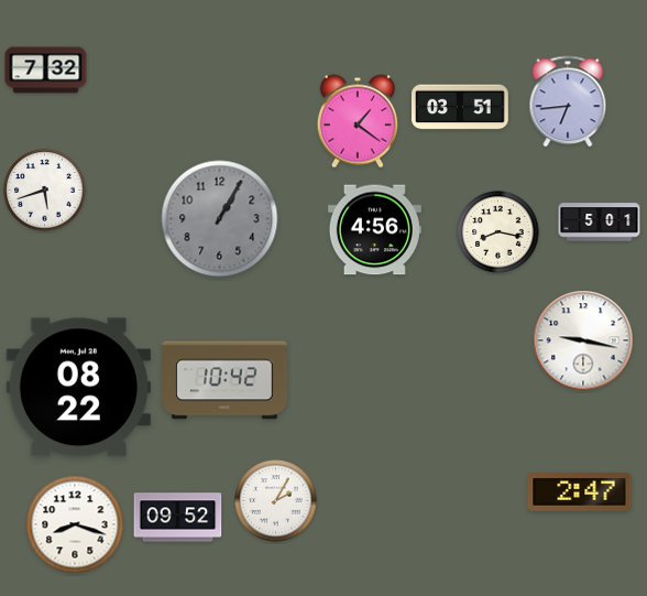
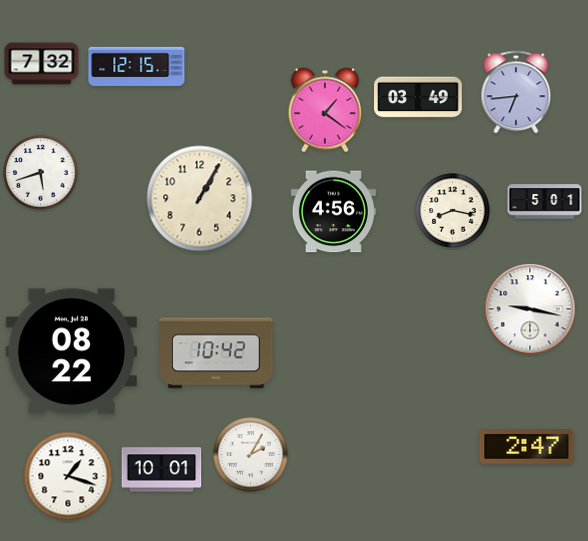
clock at (137, 66): none -> 12:15
clock at (461, 107): 03:51 -> 03:49
clock at (220, 219) dial: grey -> cream
clock at (374, 230) position: (374, 230) -> (333, 212)
clock at (224, 380) position: (224, 380) -> (216, 353)
clock at (178, 518): 09:52 -> 10:01
clock at (75, 524): 8:18 -> 1:18
